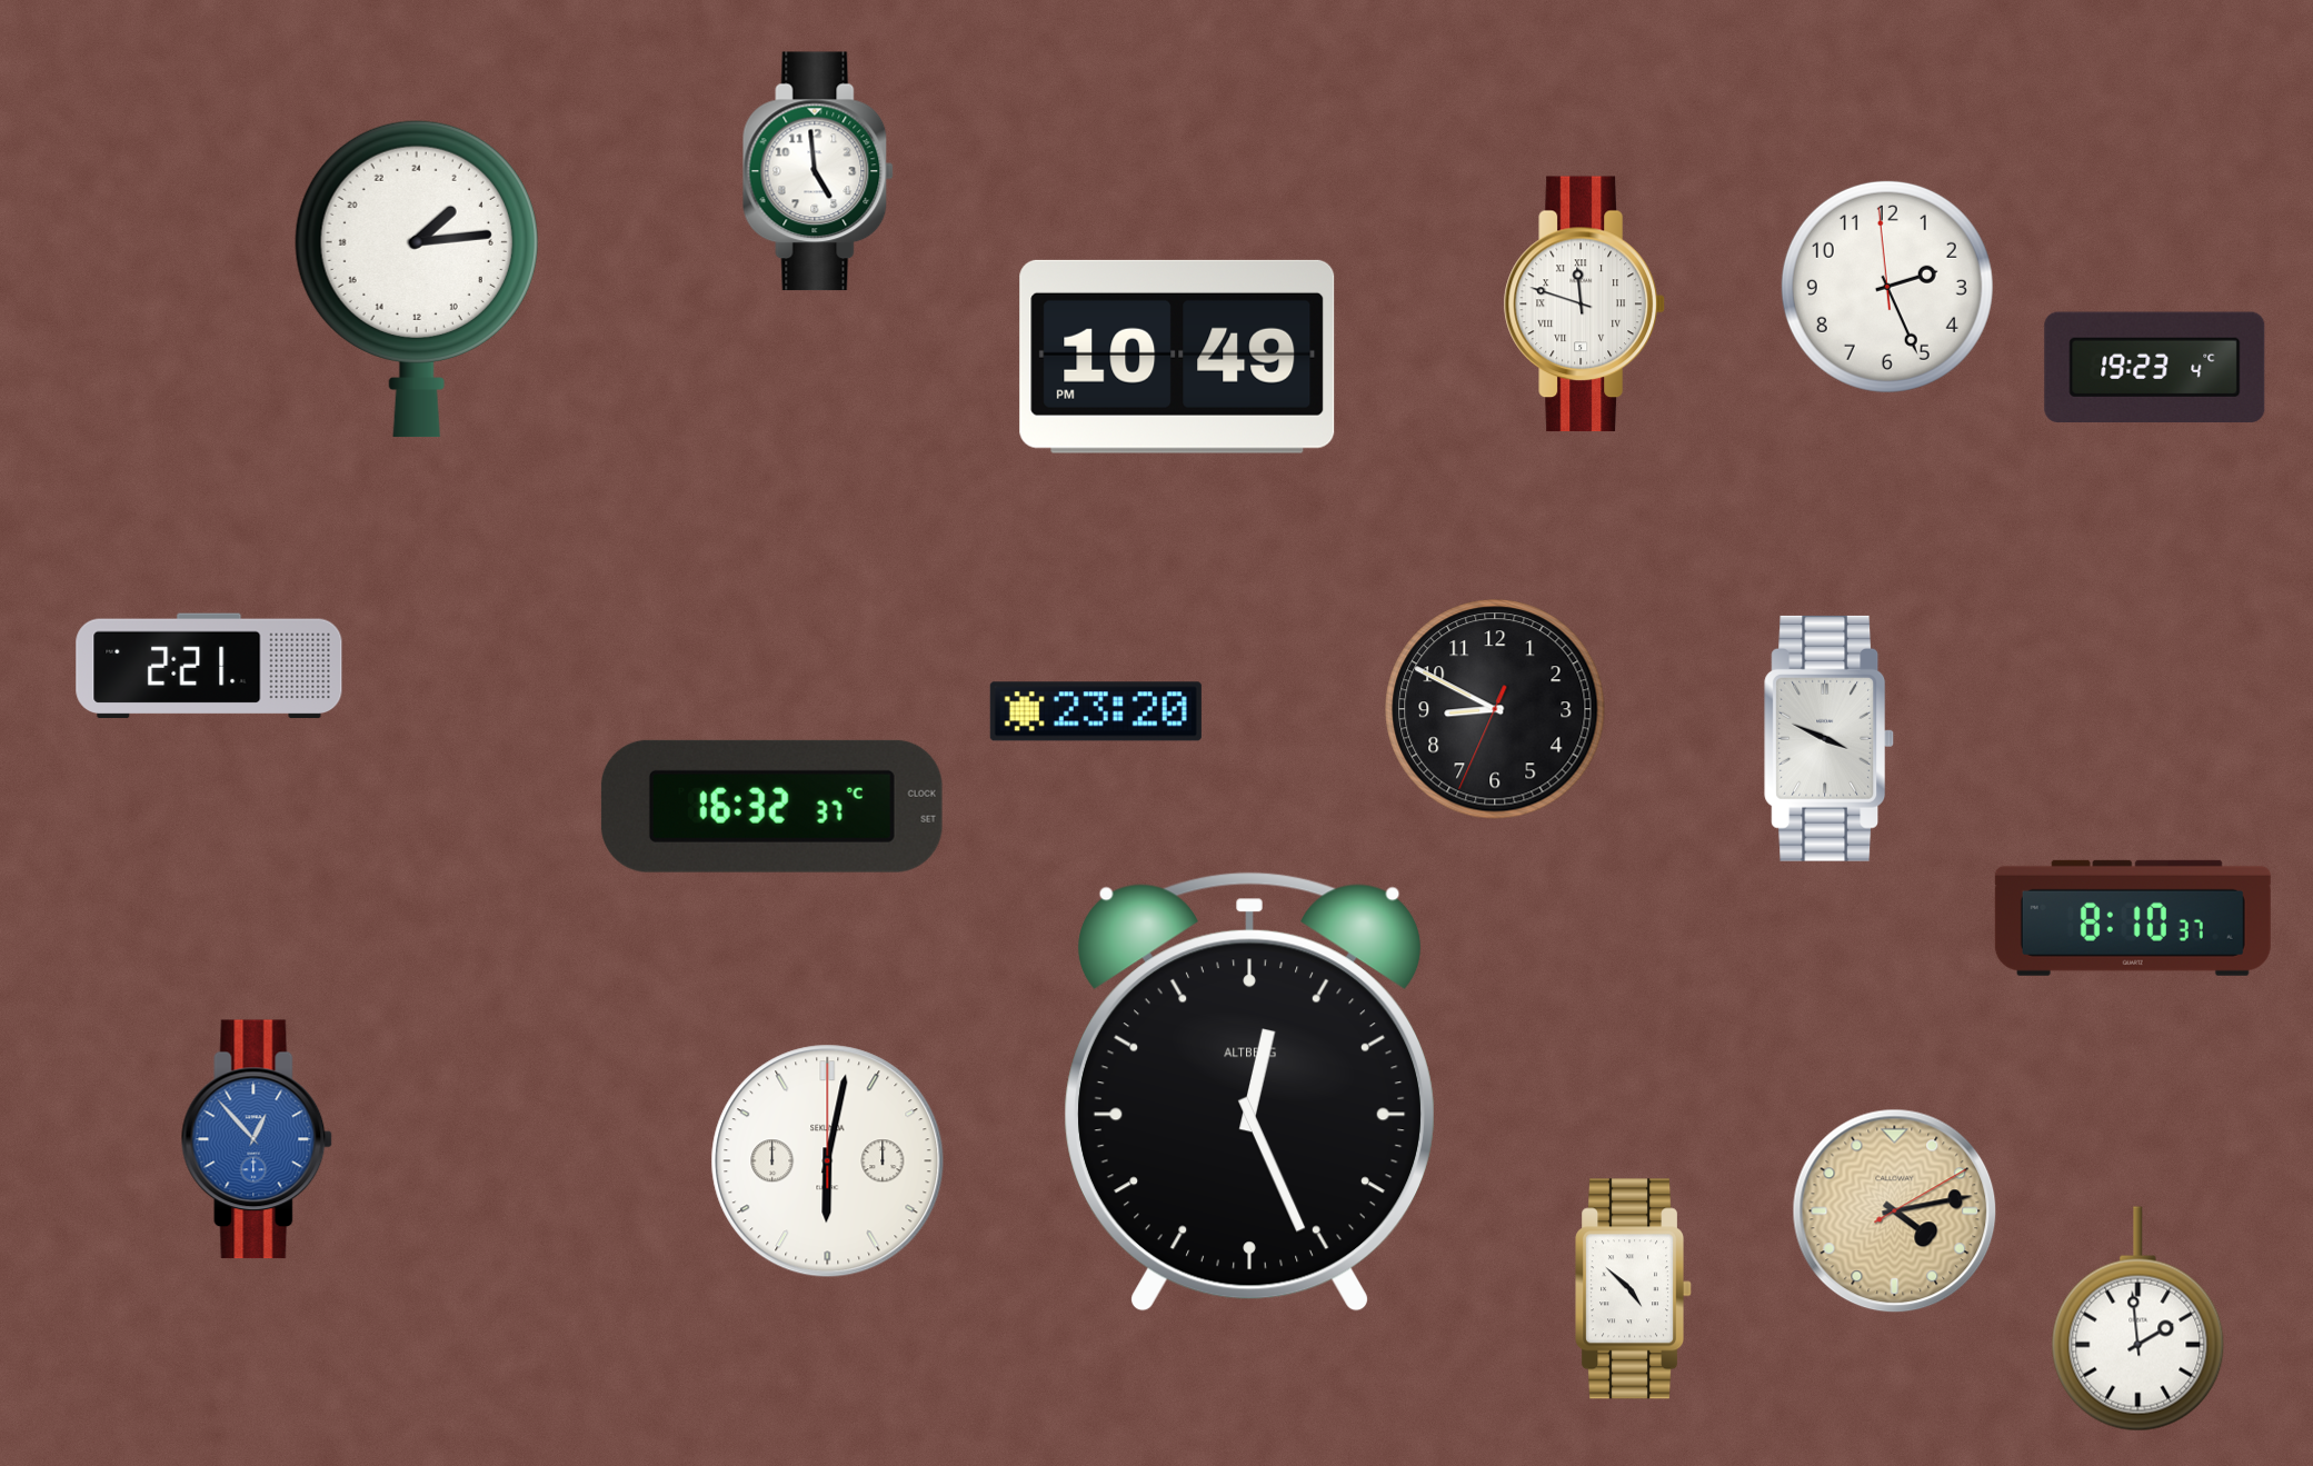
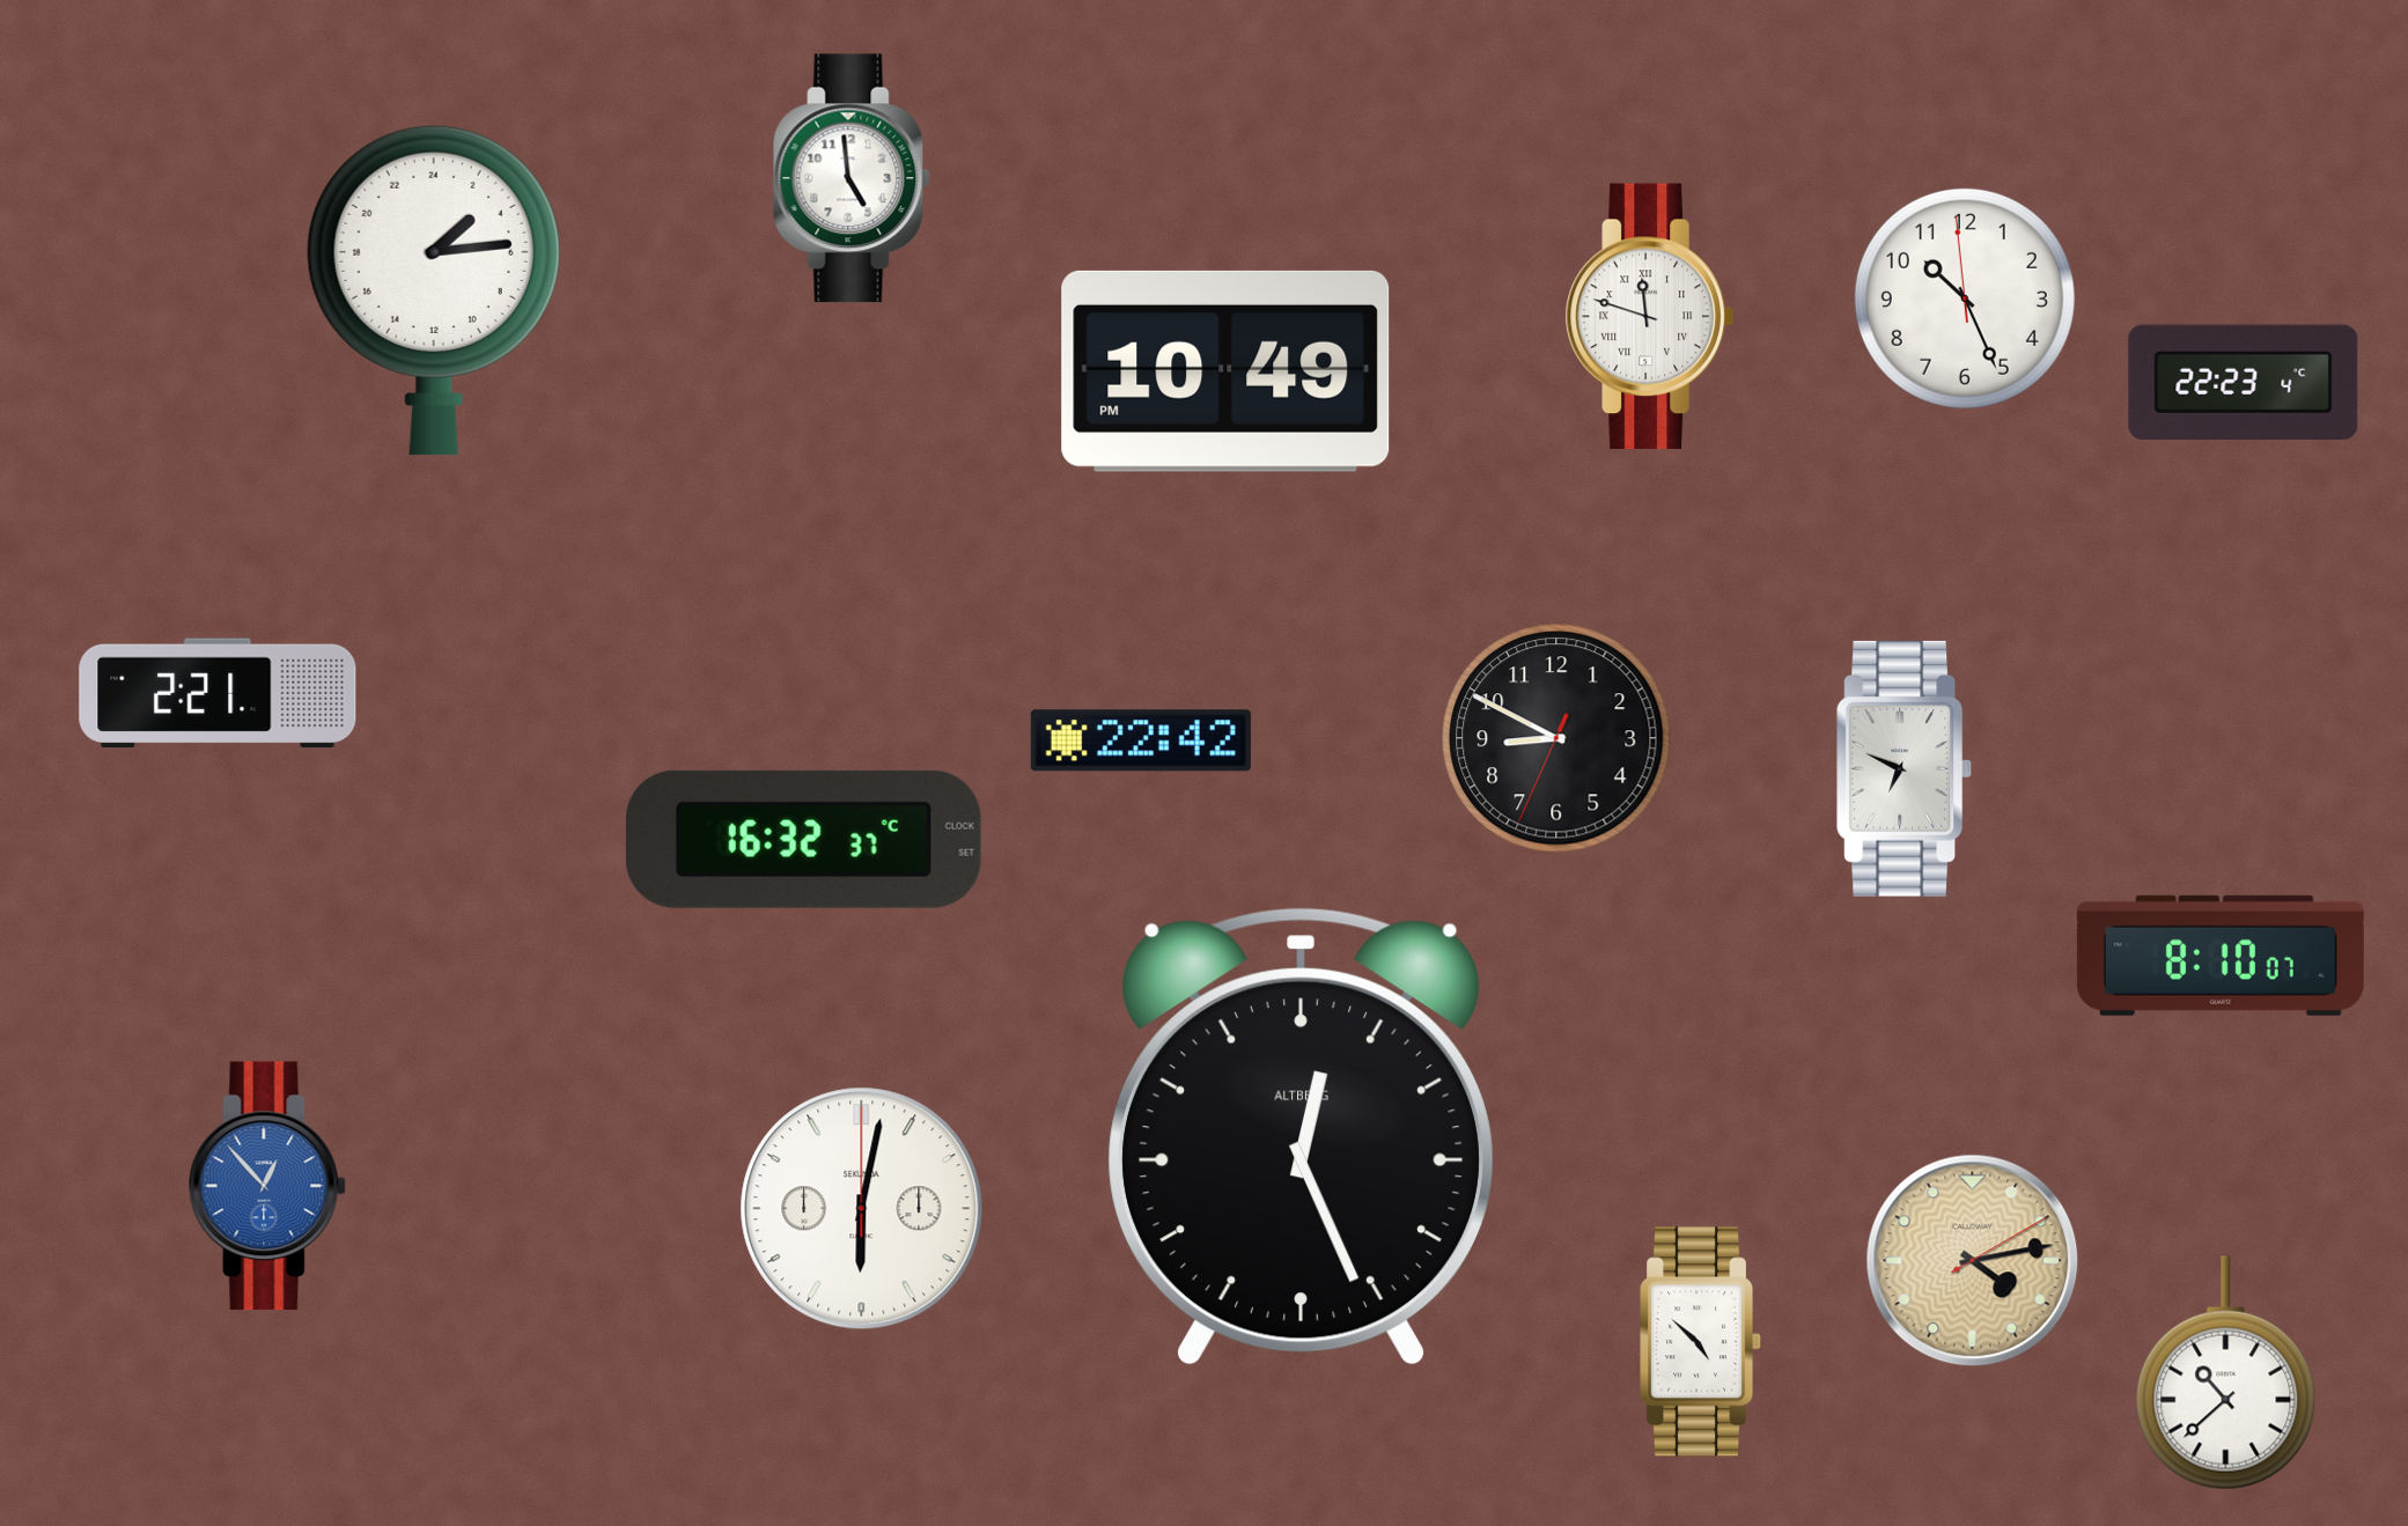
clock at (1887, 287): 2:25 -> 10:25
clock at (2155, 367): 19:23 -> 22:23
clock at (1096, 711): 23:20 -> 22:42
clock at (1830, 738): 3:49 -> 6:49
clock at (2133, 918): 8:10:37 -> 8:10:07
clock at (2138, 1319): 1:59 -> 10:38
